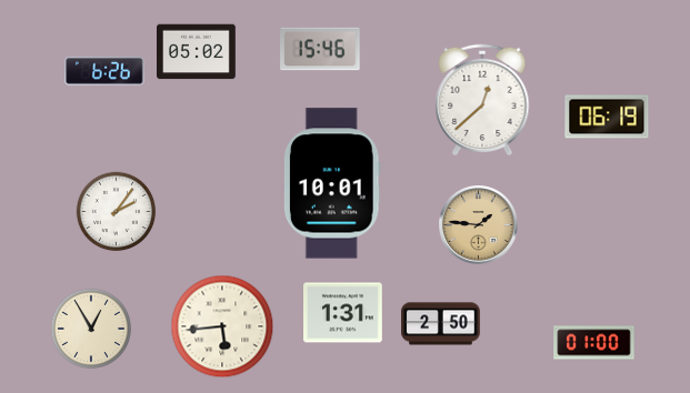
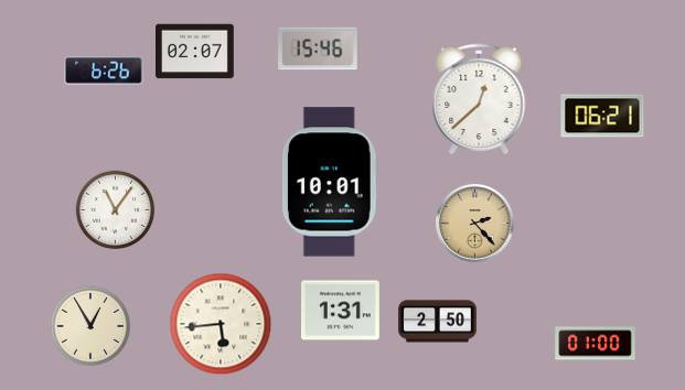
clock at (197, 52): 05:02 -> 02:07
clock at (607, 117): 06:19 -> 06:21
clock at (117, 212): 2:06 -> 11:06
clock at (479, 225): 1:46 -> 2:23
clock at (594, 343) position: (594, 343) -> (596, 344)
